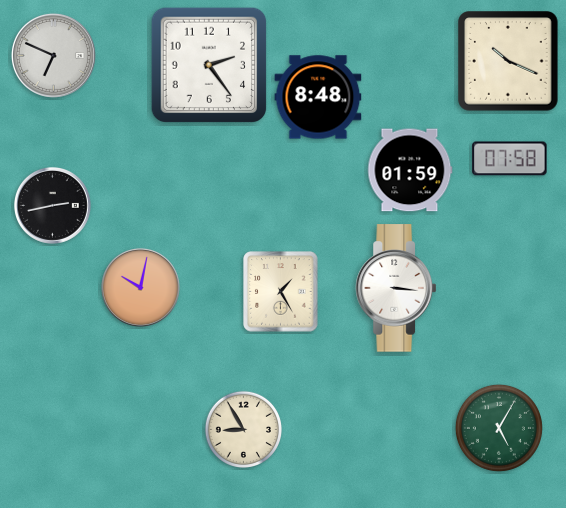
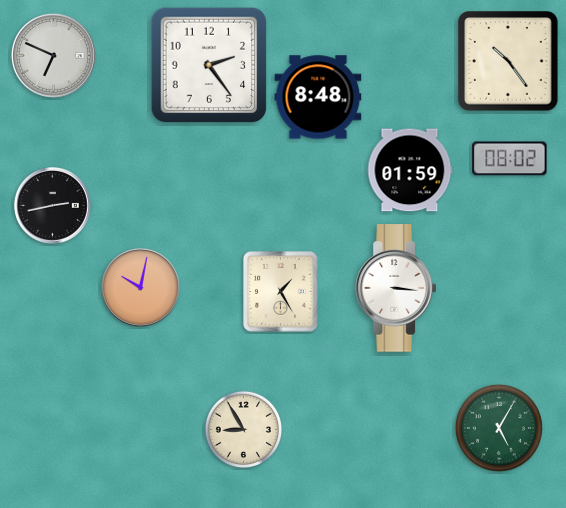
clock at (508, 61): 10:19 -> 10:24
clock at (510, 159): 07:58 -> 08:02
